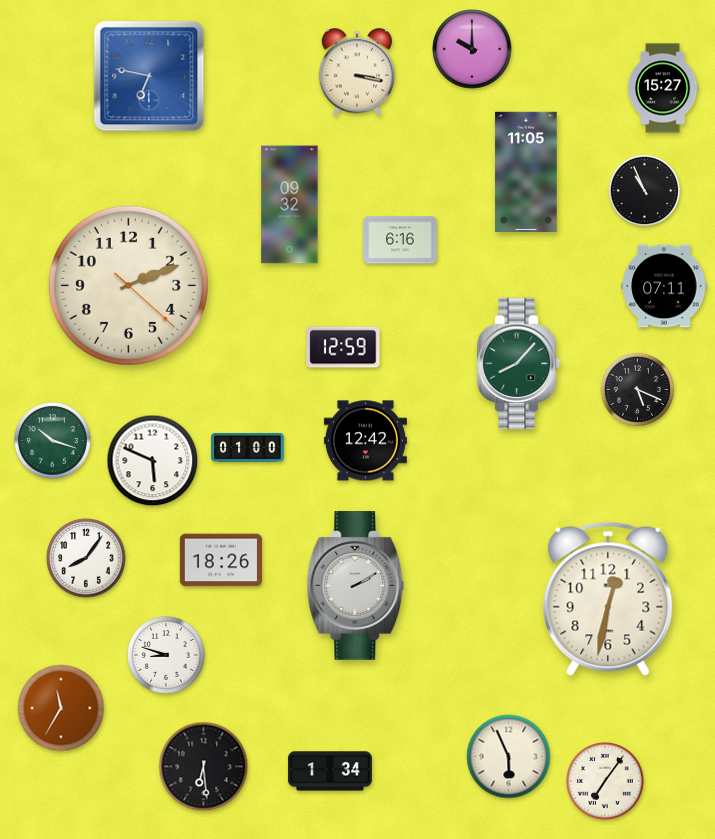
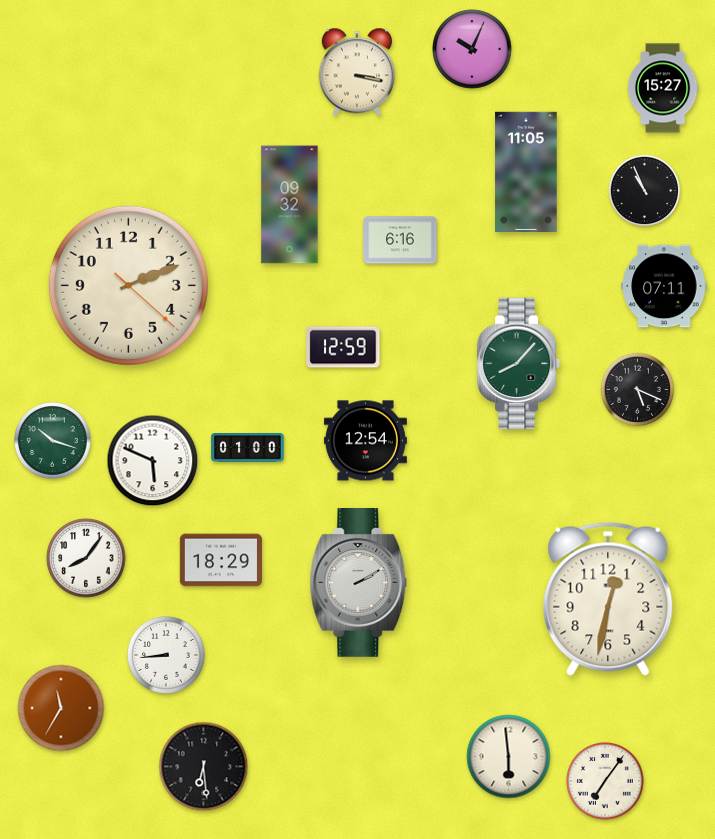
clock at (472, 49): 10:00 -> 10:04
clock at (149, 76): 6:47 -> none
clock at (365, 441): 12:42 -> 12:54
clock at (220, 560): 18:26 -> 18:29
clock at (356, 586) position: (356, 586) -> (359, 583)
clock at (166, 655): 8:48 -> 8:44
clock at (509, 757): 5:56 -> 5:59
clock at (330, 771): 1:34 -> none
